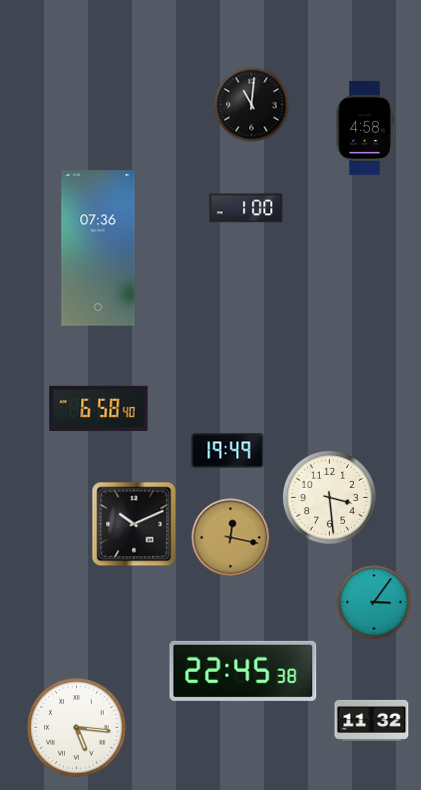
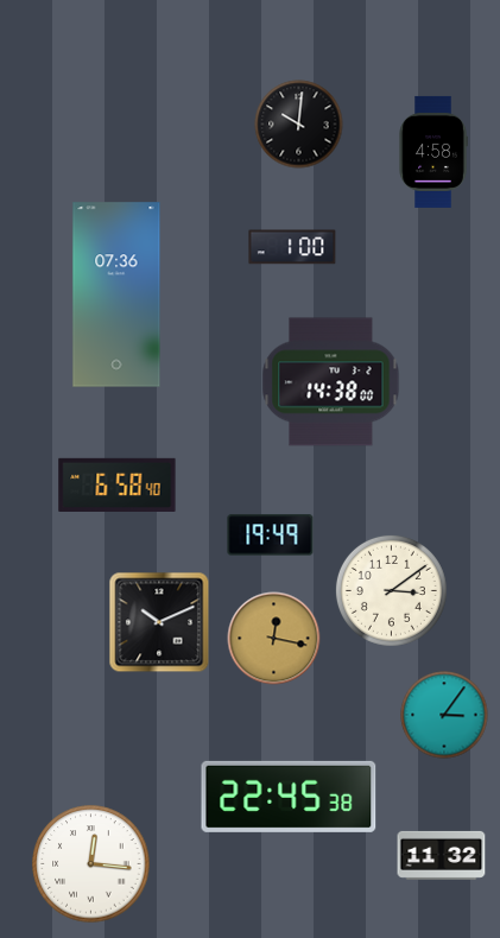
clock at (252, 105): 11:01 -> 10:01
clock at (331, 382): none -> 14:38
clock at (329, 497): 3:29 -> 3:09
clock at (77, 728): 5:16 -> 12:16
